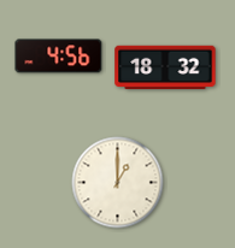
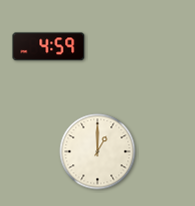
clock at (59, 57): 4:56 -> 4:59
clock at (165, 67): 18:32 -> none
